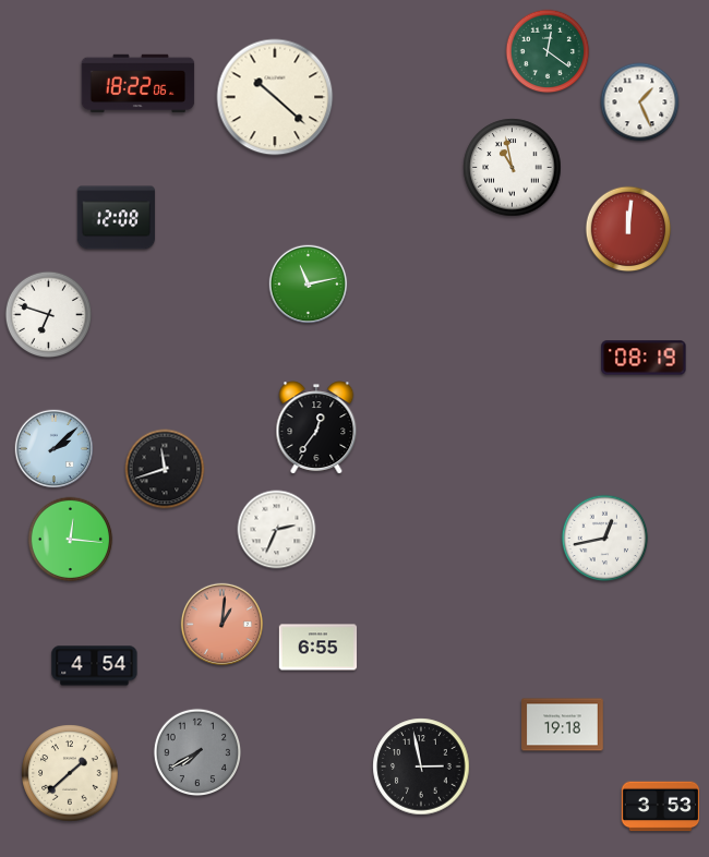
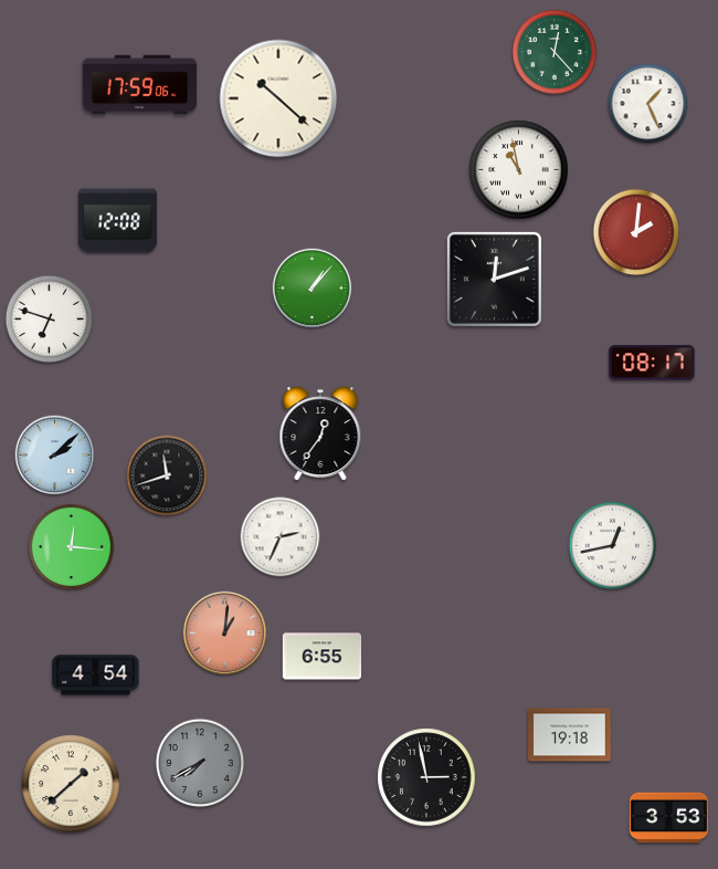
clock at (548, 51): 12:21 -> 12:23
clock at (139, 84): 18:22 -> 17:59
clock at (628, 229): 12:01 -> 2:01
clock at (494, 279): none -> 12:12
clock at (309, 285): 11:13 -> 1:07
clock at (644, 358): 08:19 -> 08:17
